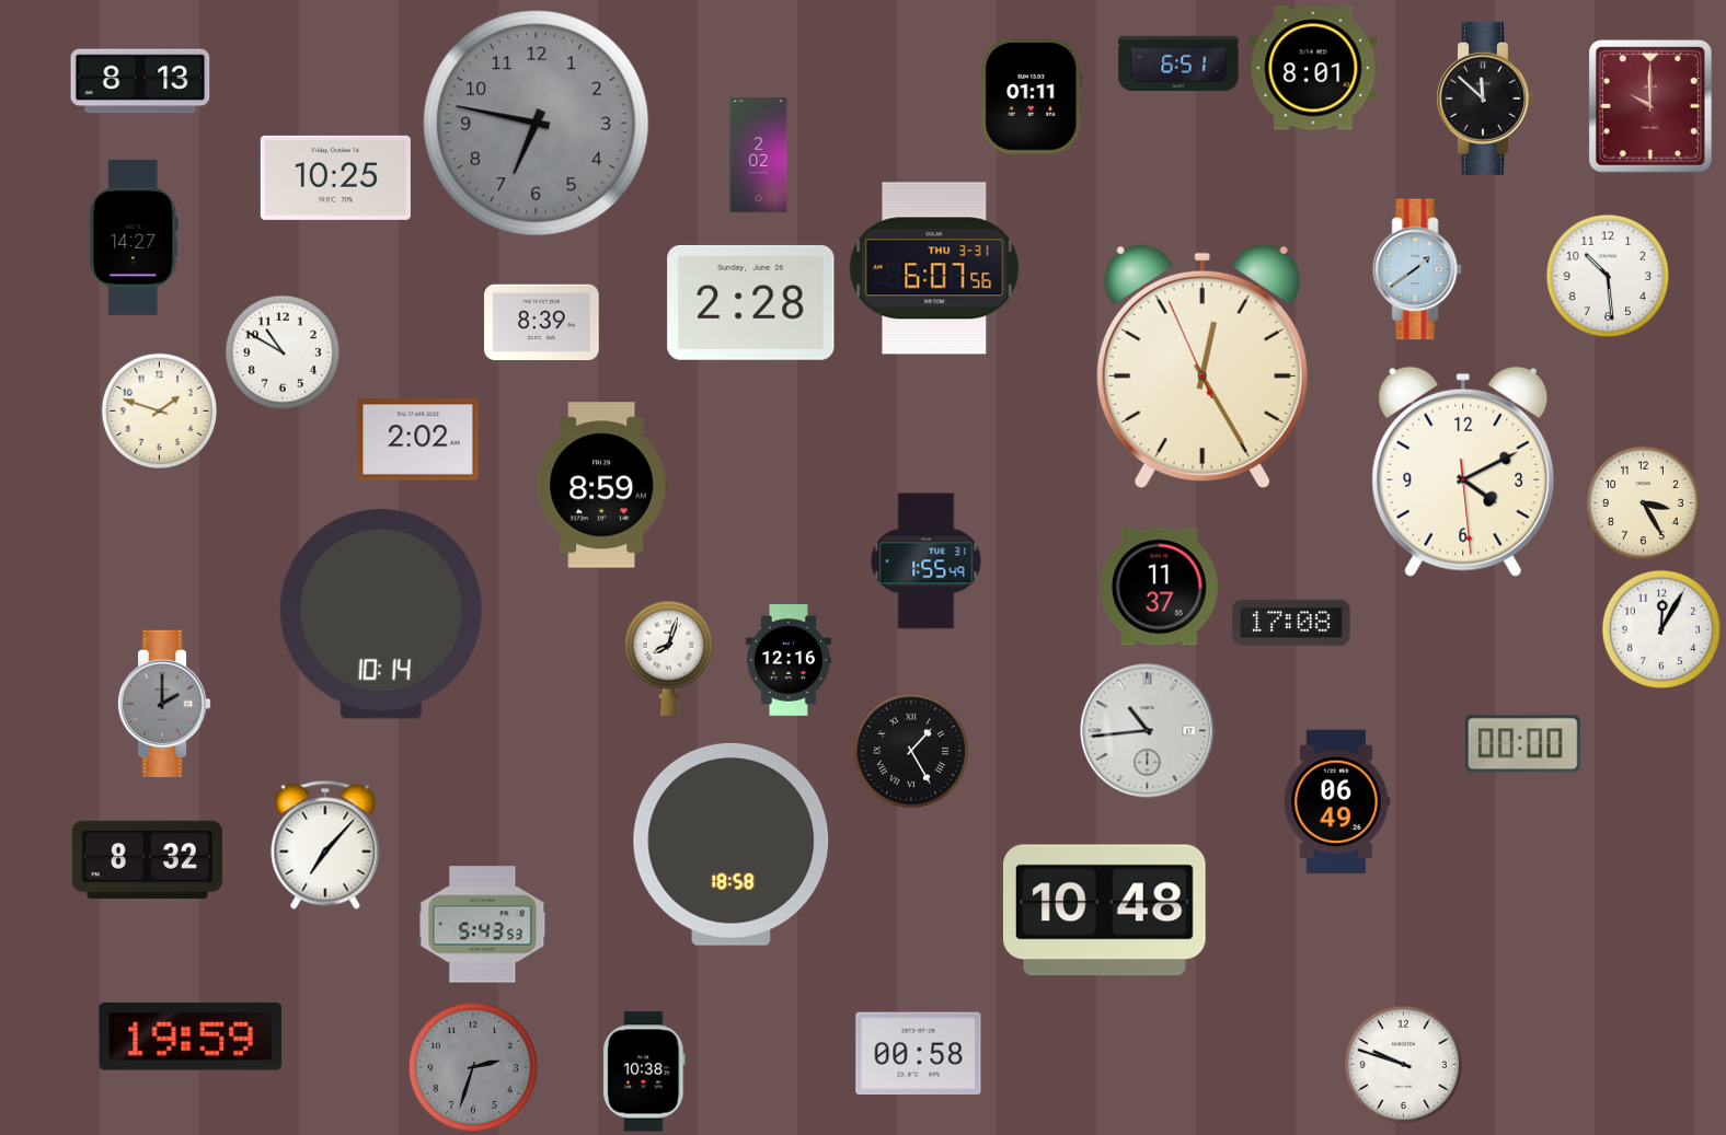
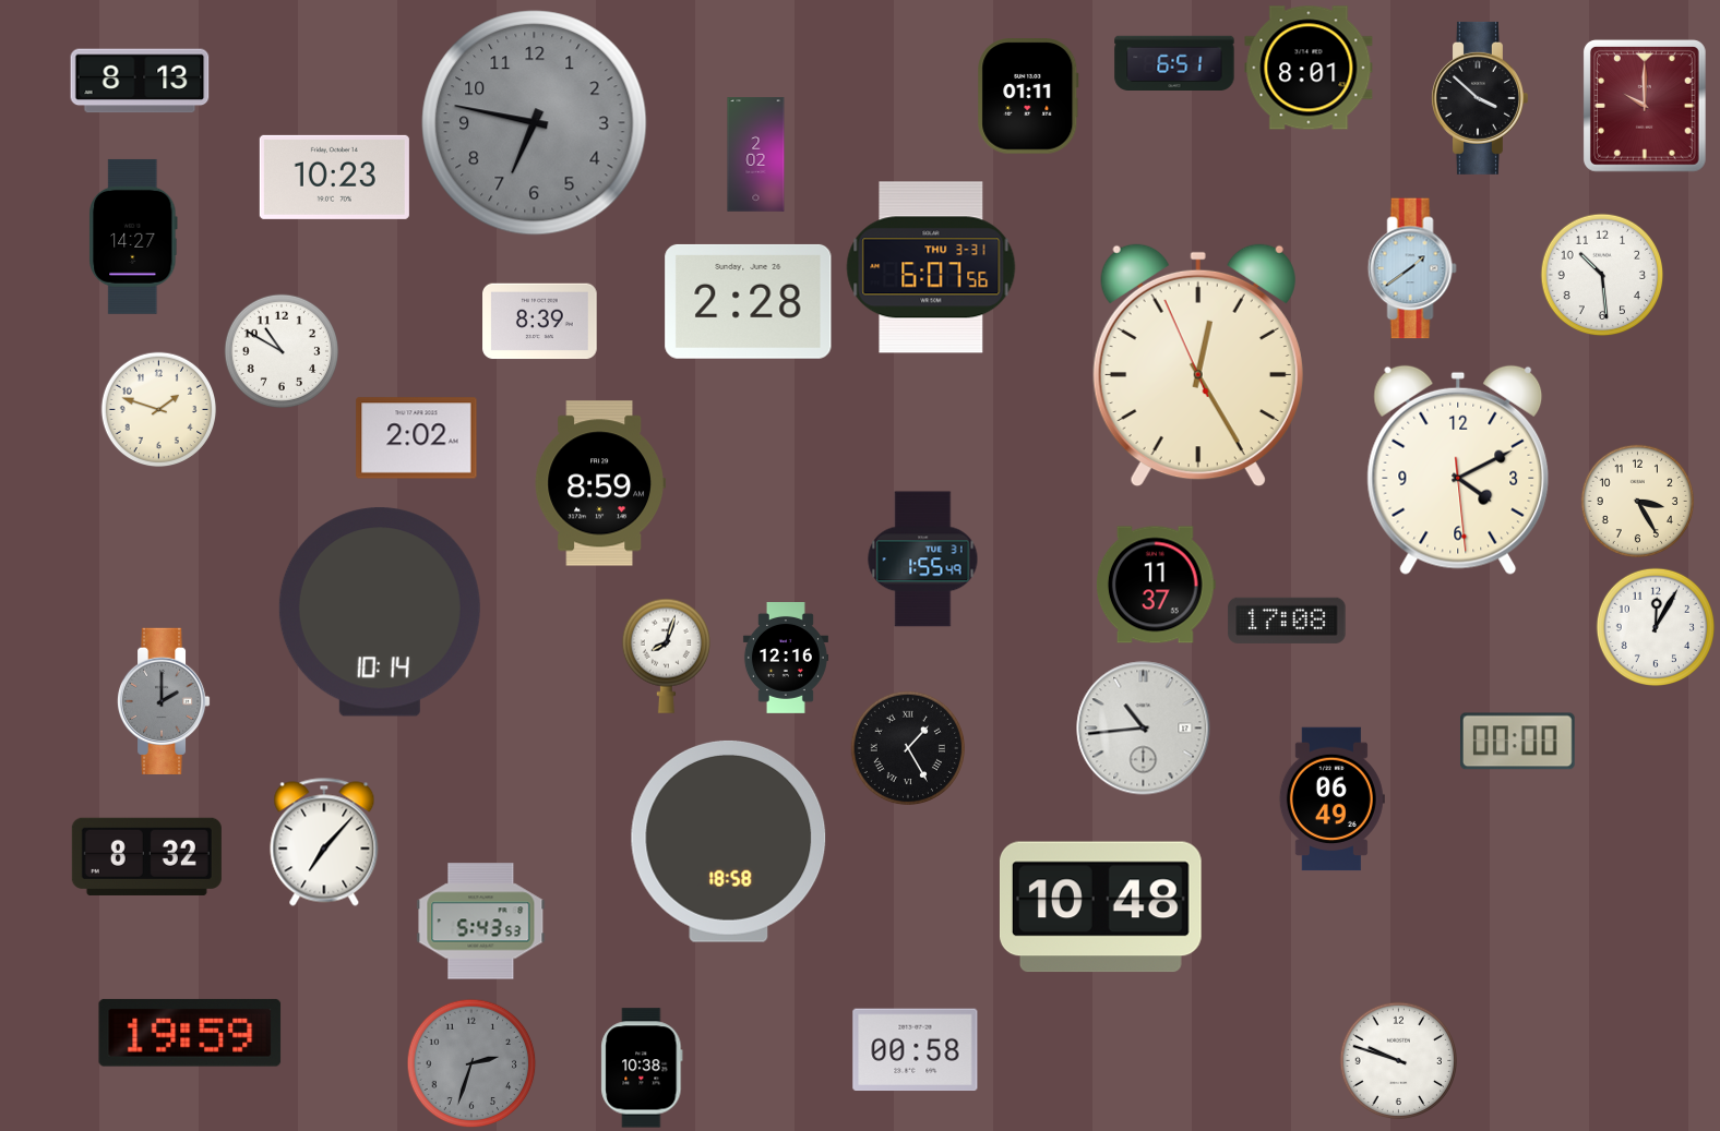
clock at (1484, 99): 11:52 -> 3:52
clock at (335, 177): 10:25 -> 10:23
